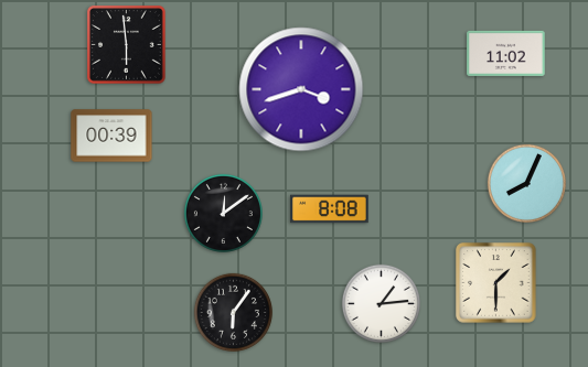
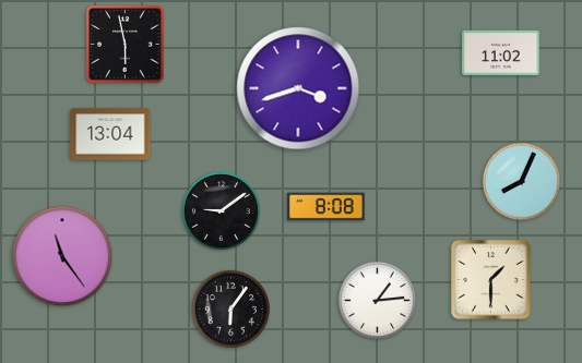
clock at (127, 45): 5:59 -> 5:58
clock at (111, 136): 00:39 -> 13:04
clock at (223, 213): 12:09 -> 9:09
clock at (62, 256): none -> 11:24
